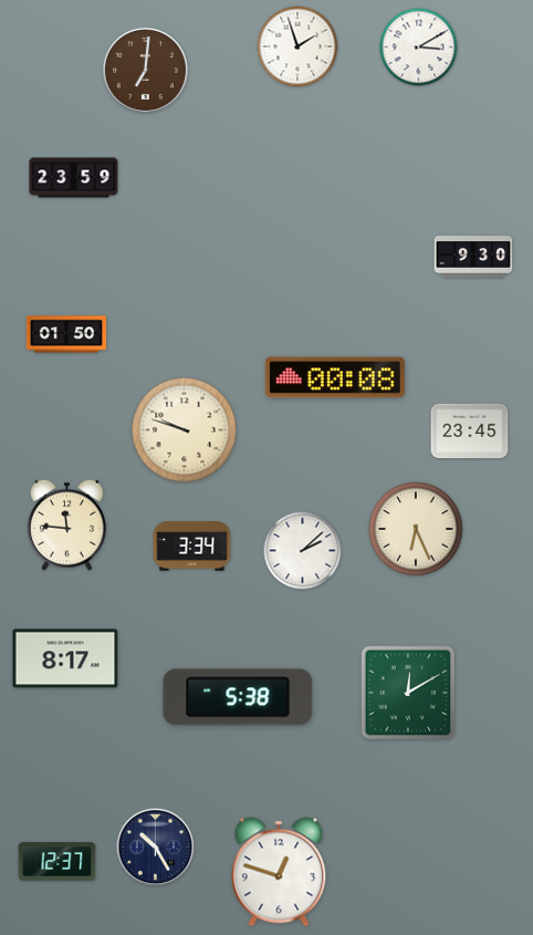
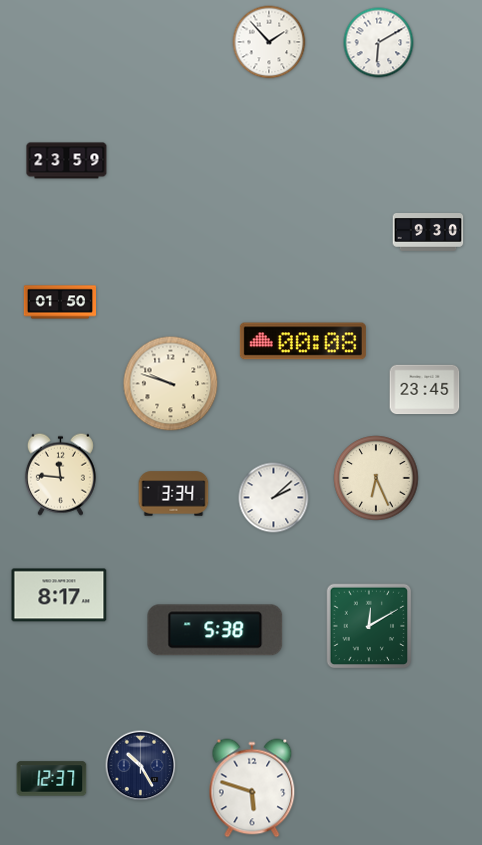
clock at (297, 46): 1:57 -> 1:53
clock at (419, 48): 3:10 -> 6:10
clock at (145, 70): 7:01 -> none
clock at (185, 430) position: (185, 430) -> (171, 384)
clock at (279, 872): 12:48 -> 5:48
